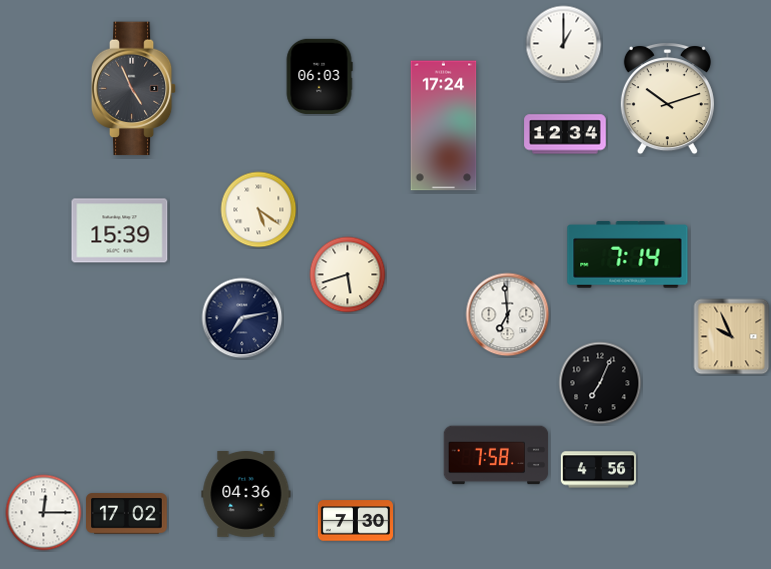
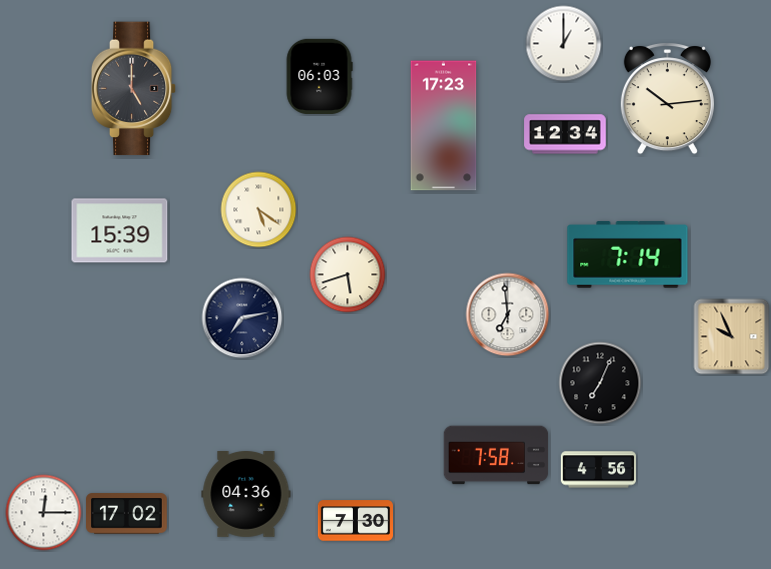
clock at (134, 89): 4:56 -> 5:00
clock at (667, 99): 10:12 -> 10:14
clock at (444, 126): 17:24 -> 17:23
